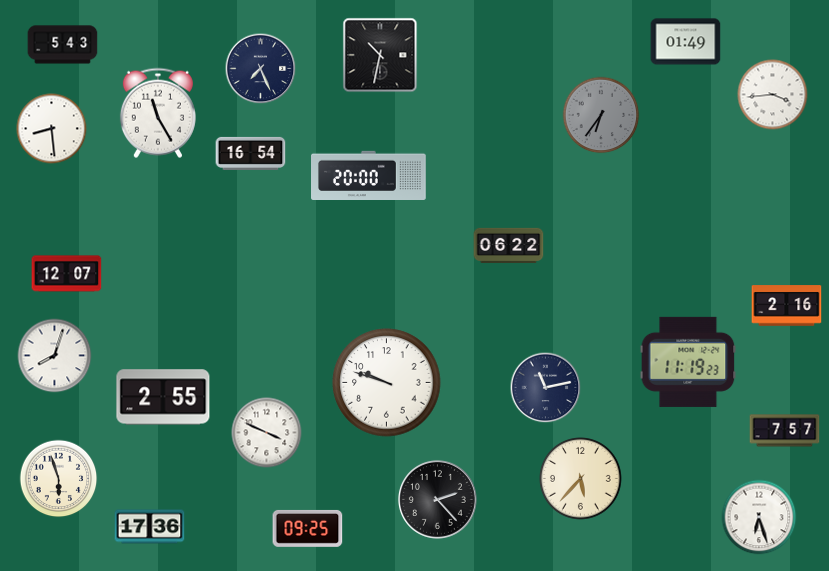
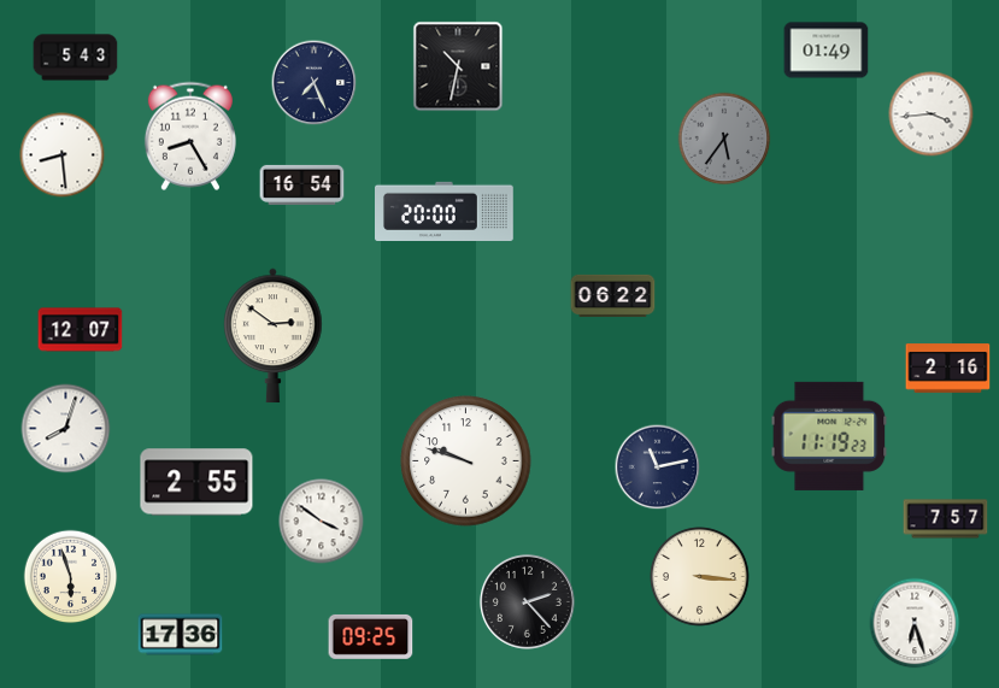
clock at (63, 45) position: (63, 45) -> (76, 58)
clock at (158, 113): 11:25 -> 8:25
clock at (601, 115): 6:36 -> 5:36
clock at (274, 336): none -> 2:51
clock at (163, 397) position: (163, 397) -> (196, 482)
clock at (267, 433): 3:49 -> 3:51
clock at (581, 479): 5:37 -> 3:16
